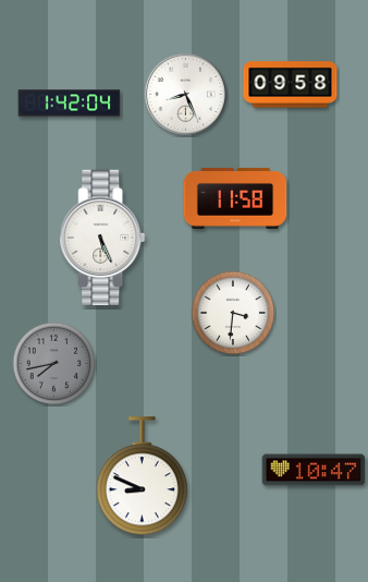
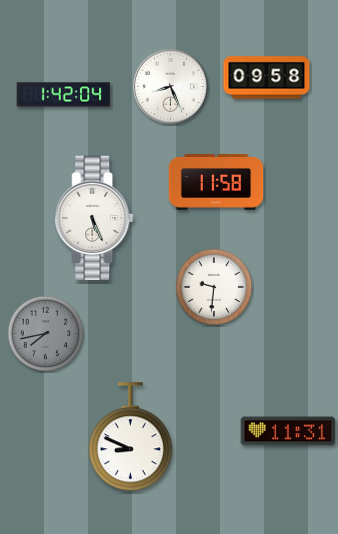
clock at (233, 313): 3:31 -> 9:31
clock at (54, 364) position: (54, 364) -> (46, 334)
clock at (314, 470): 10:47 -> 11:31
